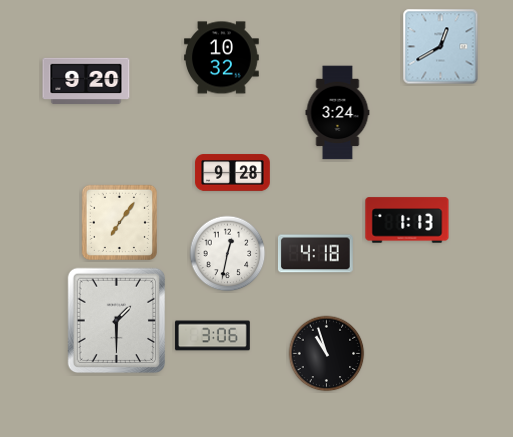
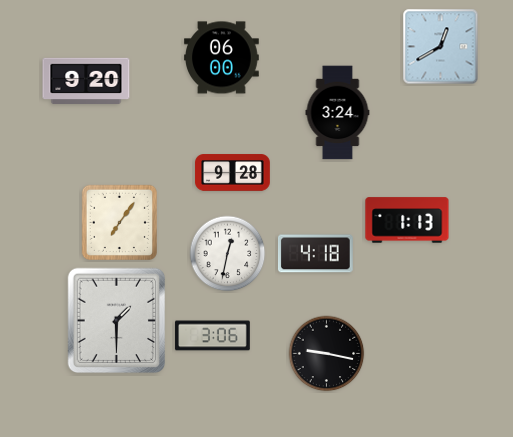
clock at (222, 58): 10:32 -> 06:00
clock at (327, 354): 10:57 -> 9:17
